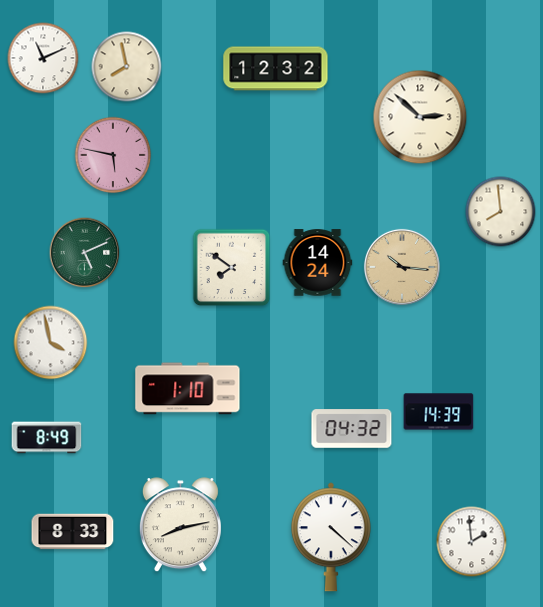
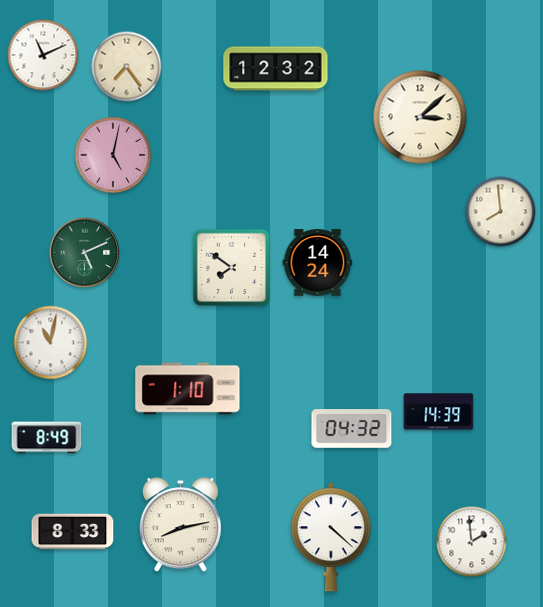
clock at (43, 58) position: (43, 58) -> (43, 55)
clock at (127, 67): 7:58 -> 7:24
clock at (420, 117): 2:52 -> 3:08
clock at (113, 155): 5:47 -> 5:02
clock at (402, 267): 10:16 -> none
clock at (51, 343): 3:58 -> 11:02
